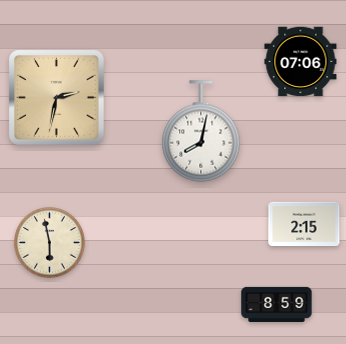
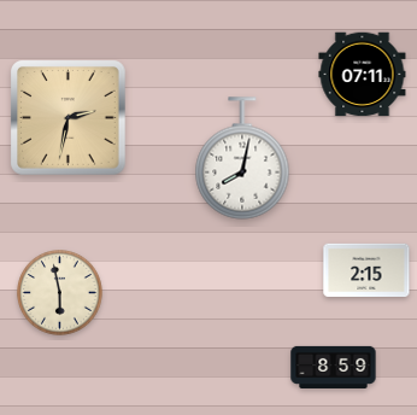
clock at (301, 62): 07:06 -> 07:11
